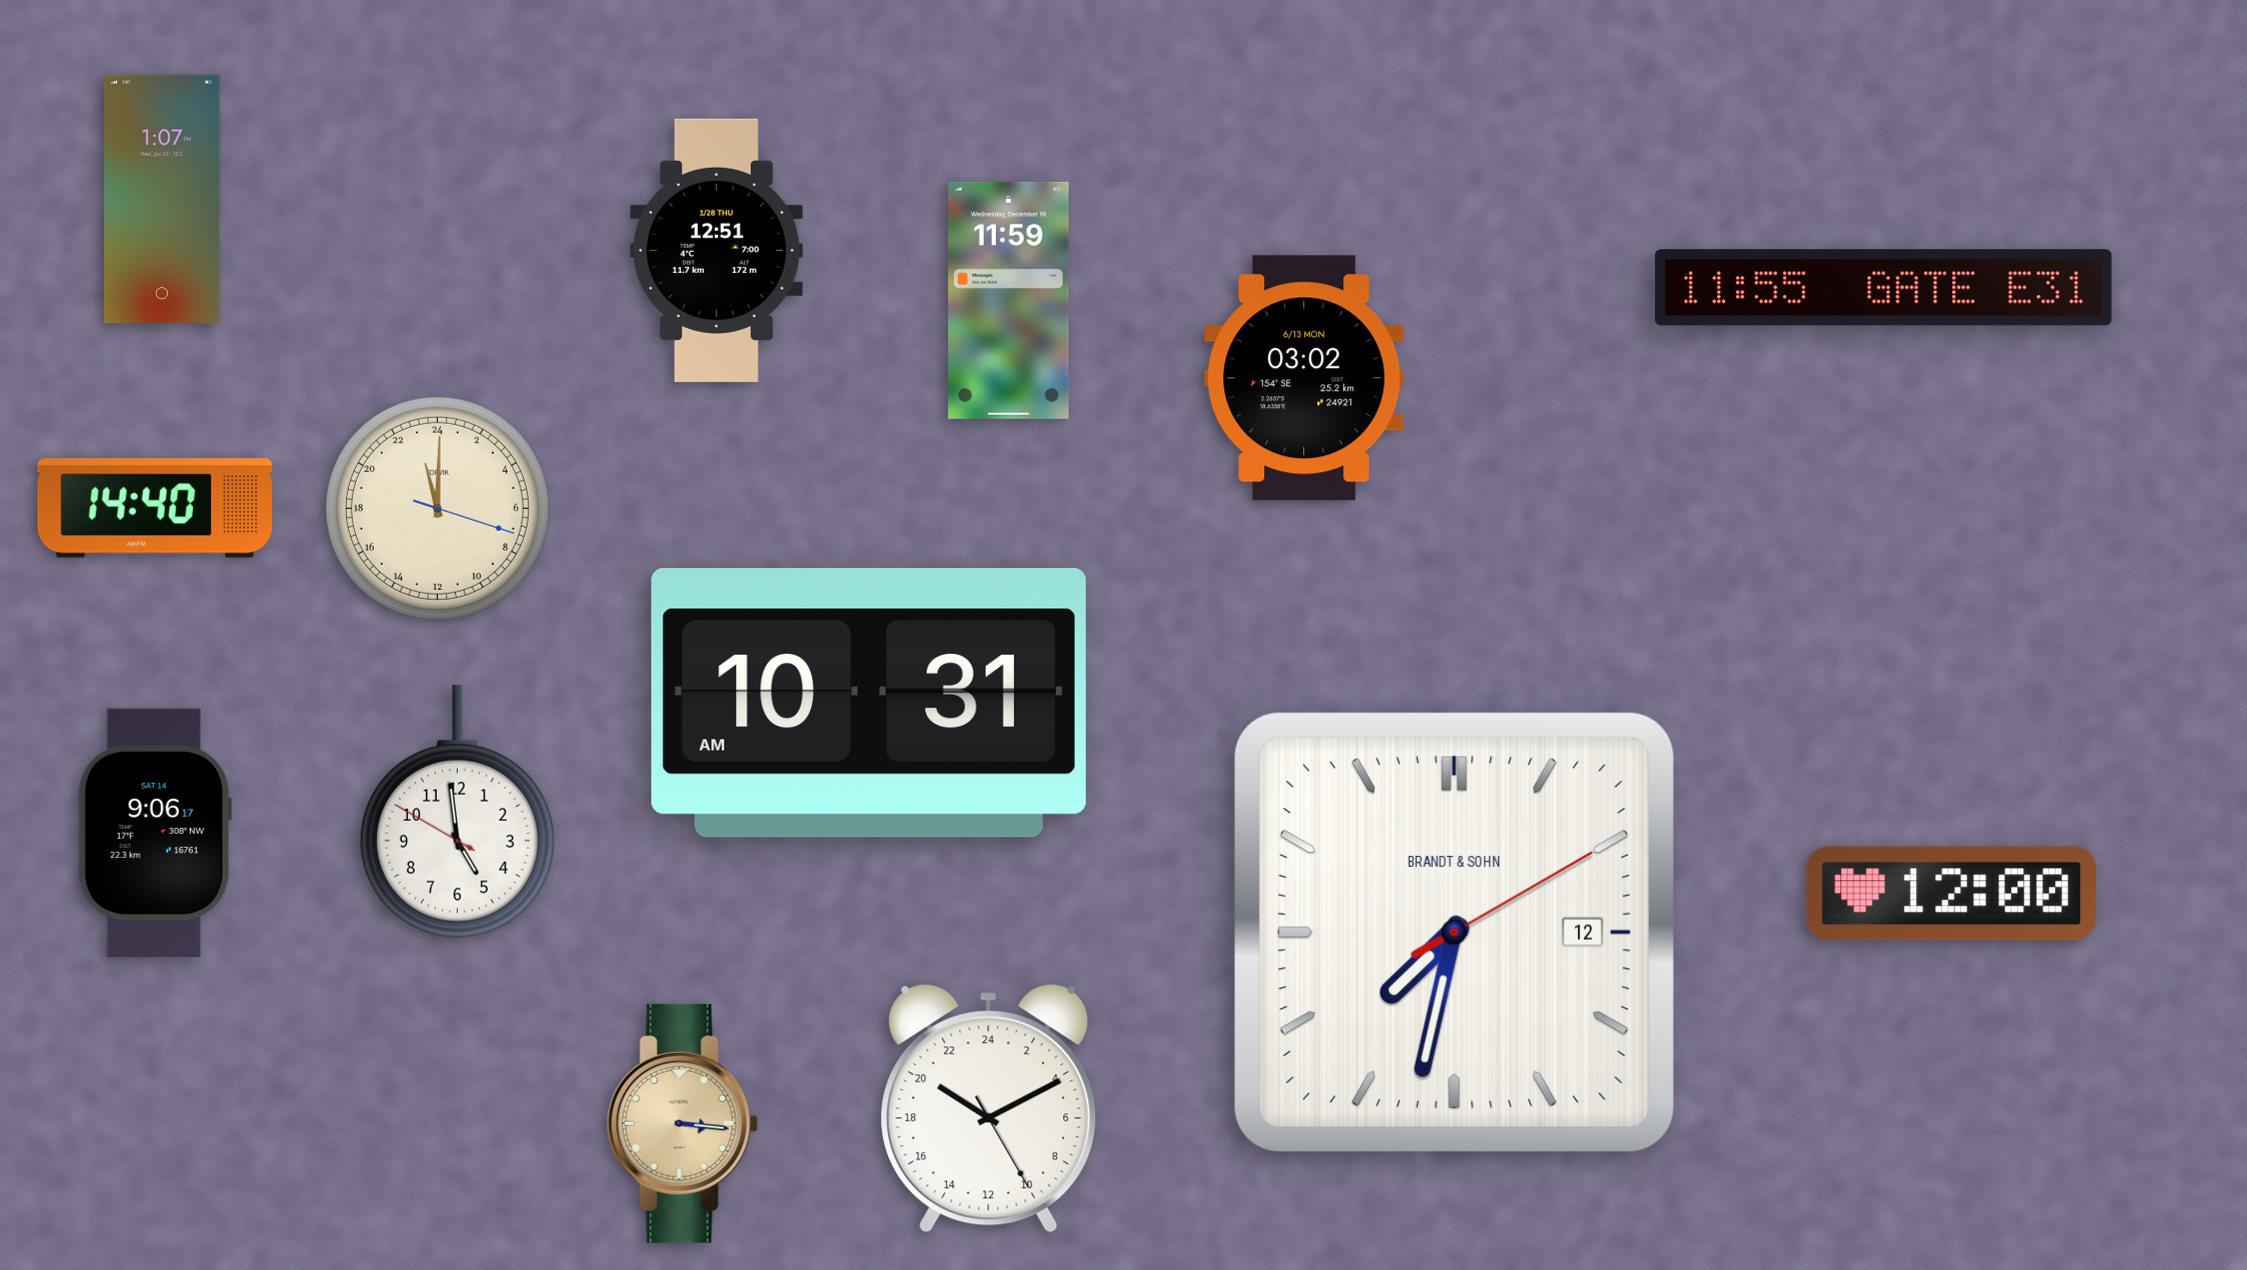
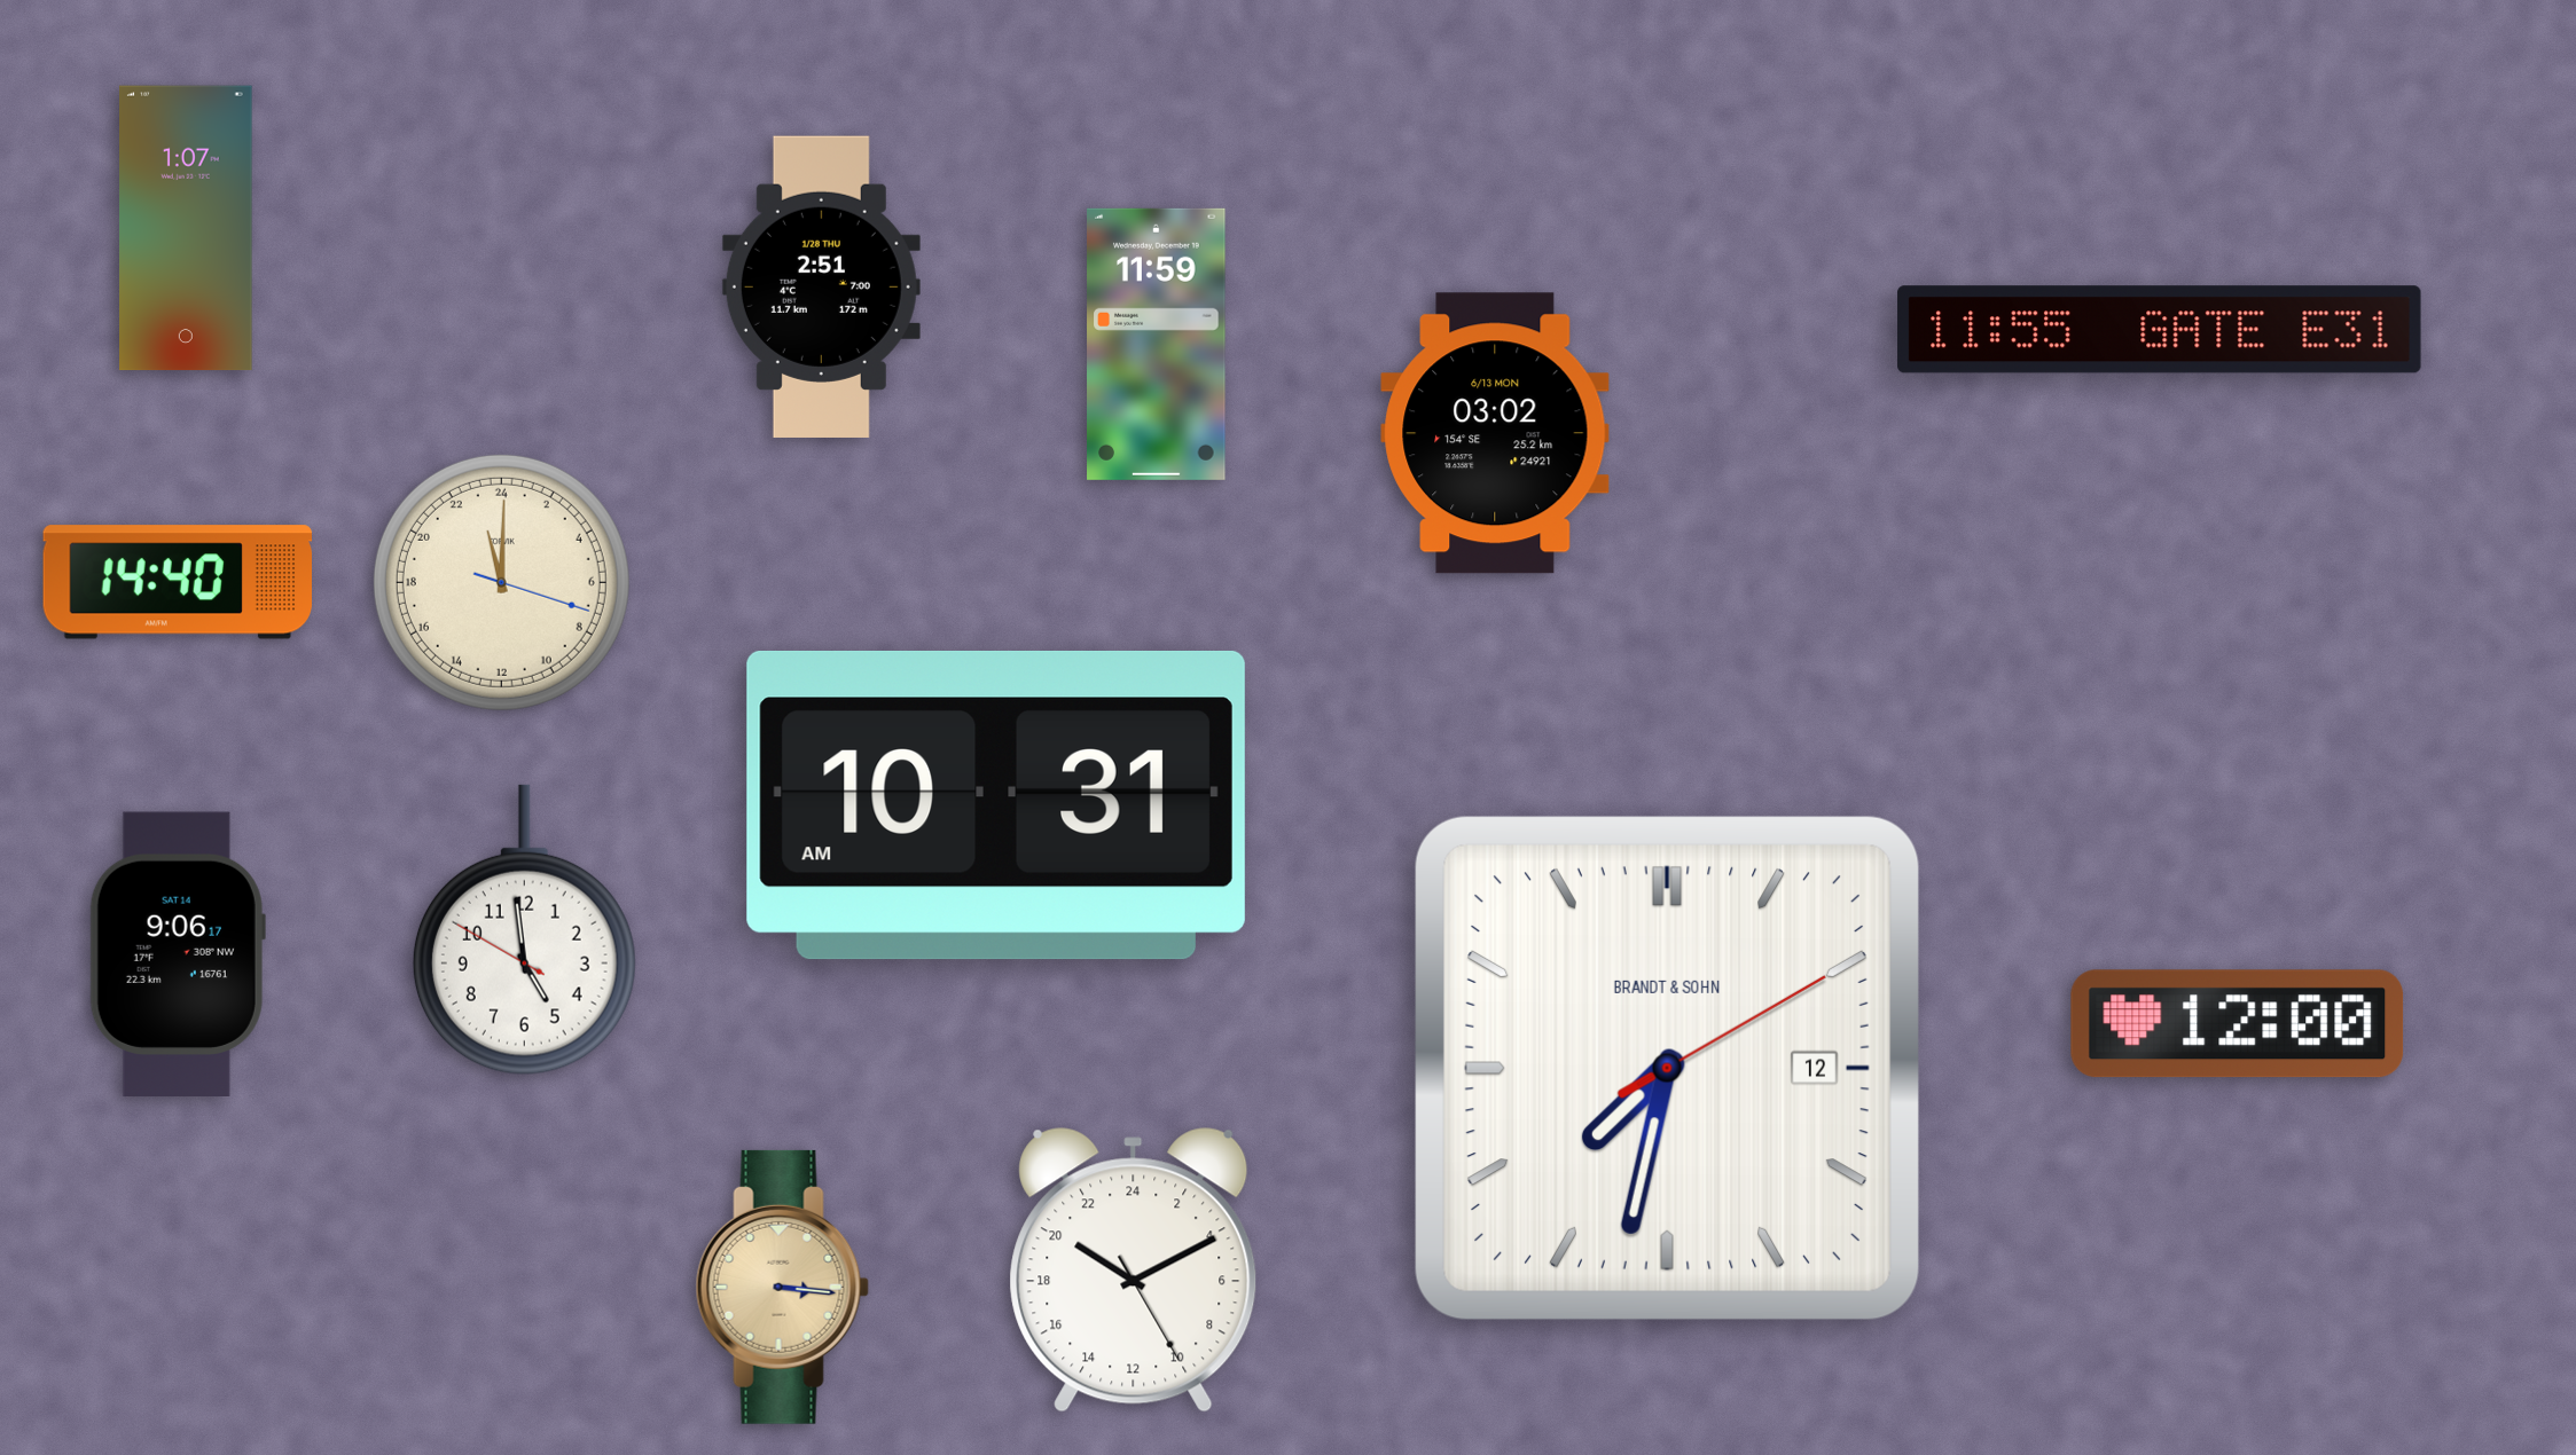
clock at (716, 250): 12:51 -> 2:51
